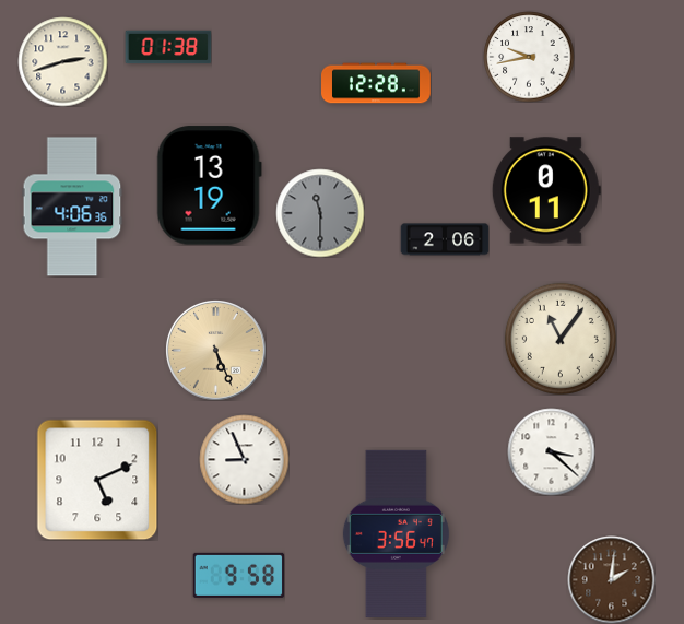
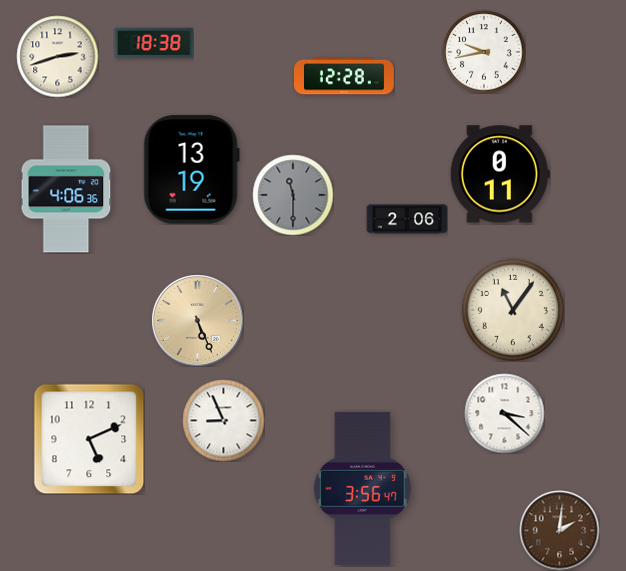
clock at (168, 47): 01:38 -> 18:38
clock at (238, 575): 9:58 -> none
